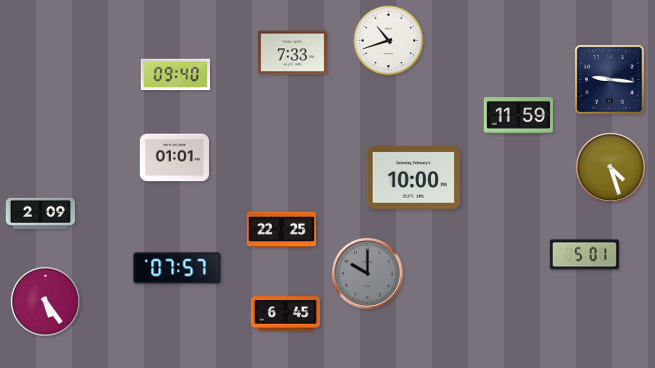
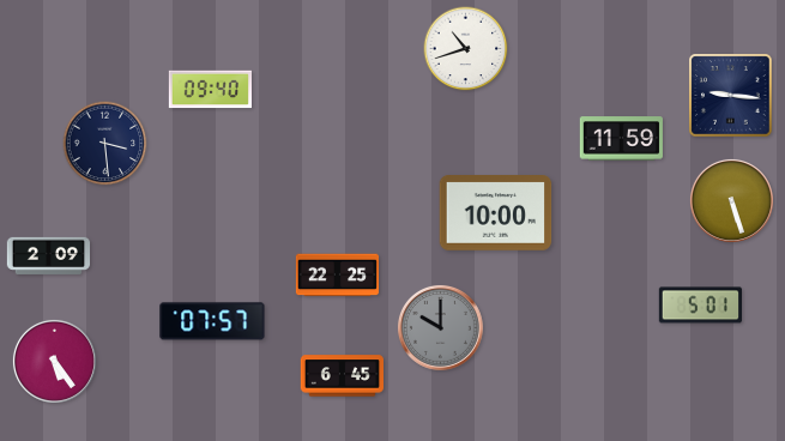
clock at (292, 53): 7:33 -> none
clock at (105, 144): none -> 3:29
clock at (174, 158): 01:01 -> none
clock at (610, 167): 4:27 -> 5:27
